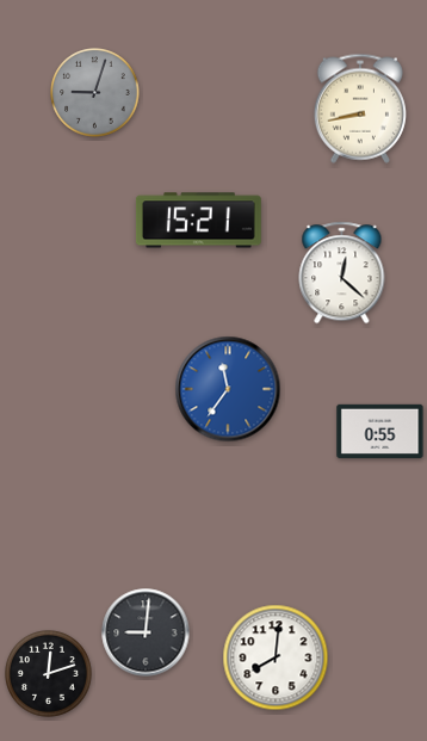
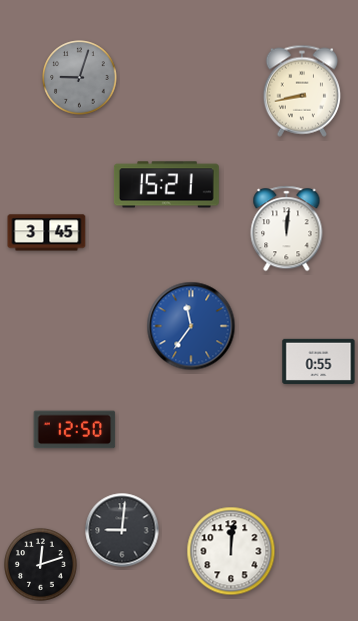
clock at (342, 273): 12:22 -> 12:01
clock at (47, 233): none -> 3:45
clock at (75, 430): none -> 12:50
clock at (276, 657): 8:01 -> 12:01
